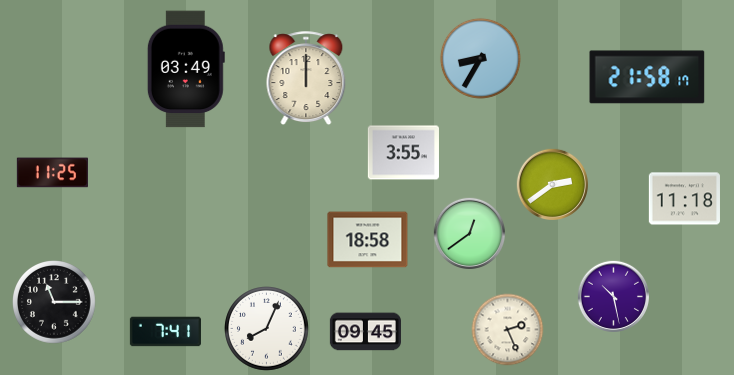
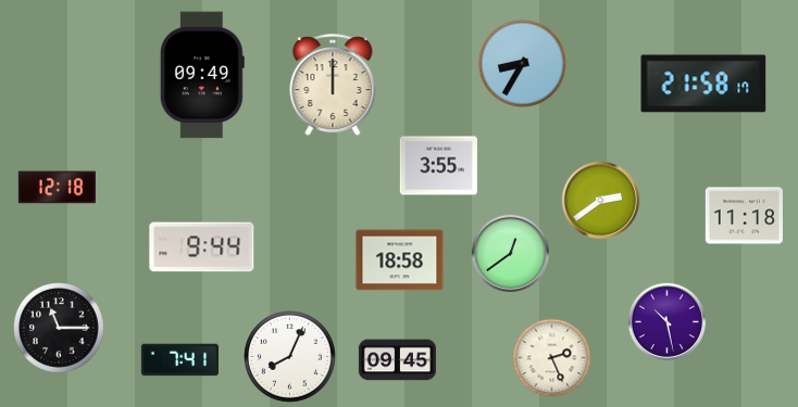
clock at (186, 69): 03:49 -> 09:49
clock at (52, 173): 11:25 -> 12:18
clock at (202, 247): none -> 9:44
